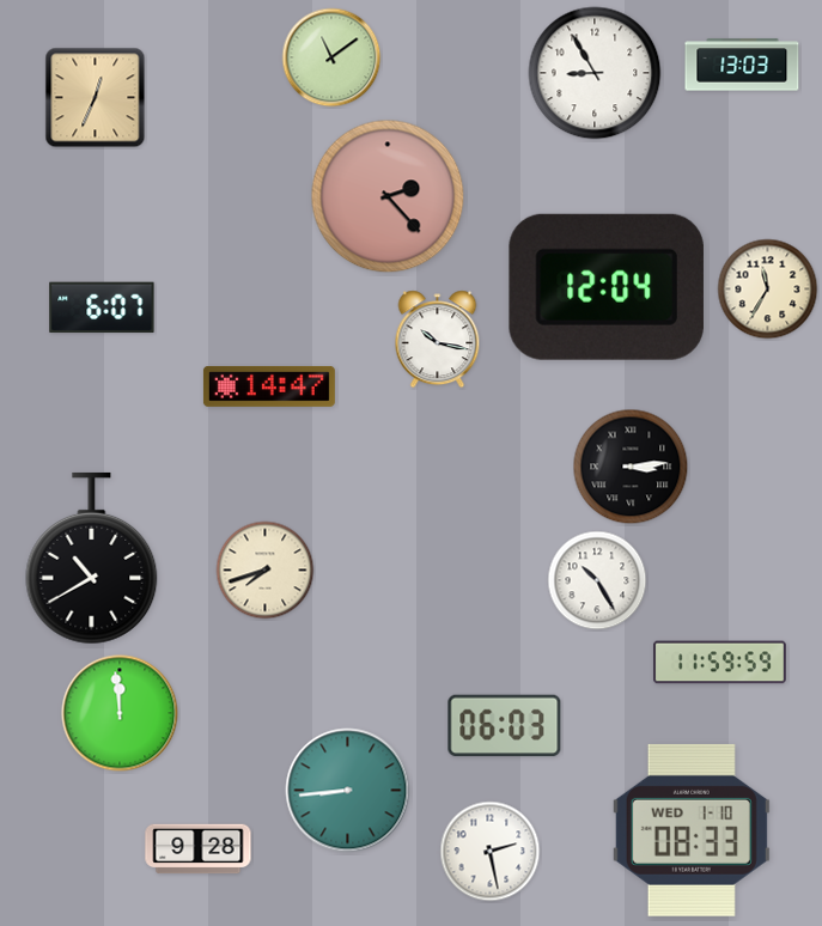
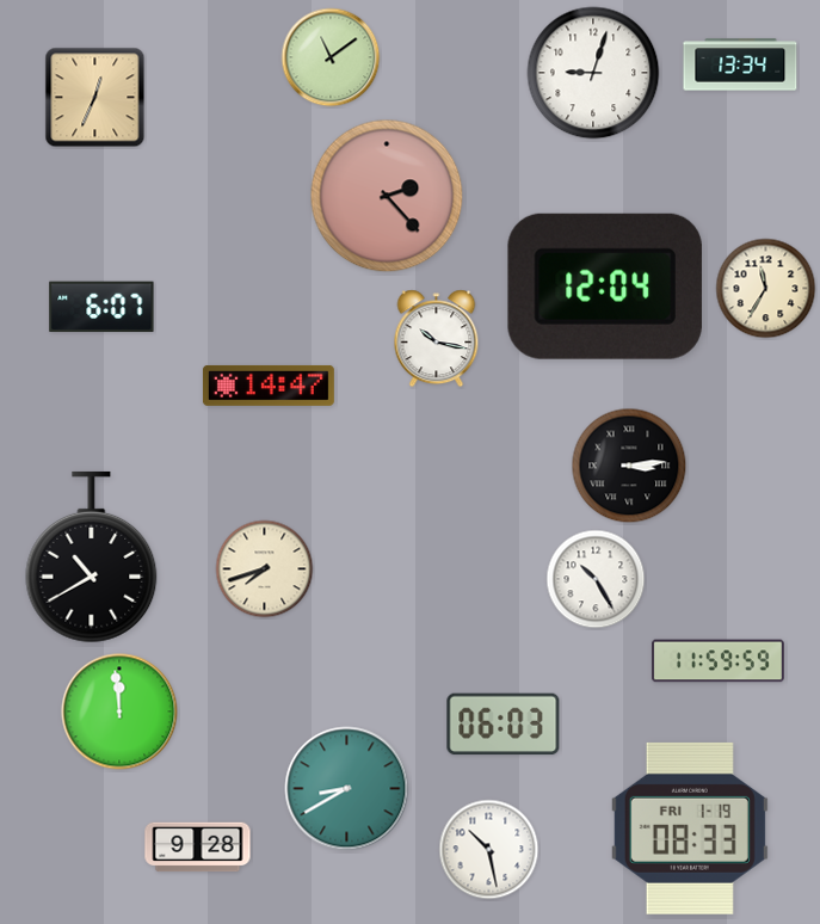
clock at (742, 65): 13:03 -> 13:34
clock at (595, 73): 8:55 -> 9:03
clock at (348, 791): 8:44 -> 8:40
clock at (692, 830) date: WED 1-10 -> FRI 1-19
clock at (491, 852): 2:28 -> 10:28
